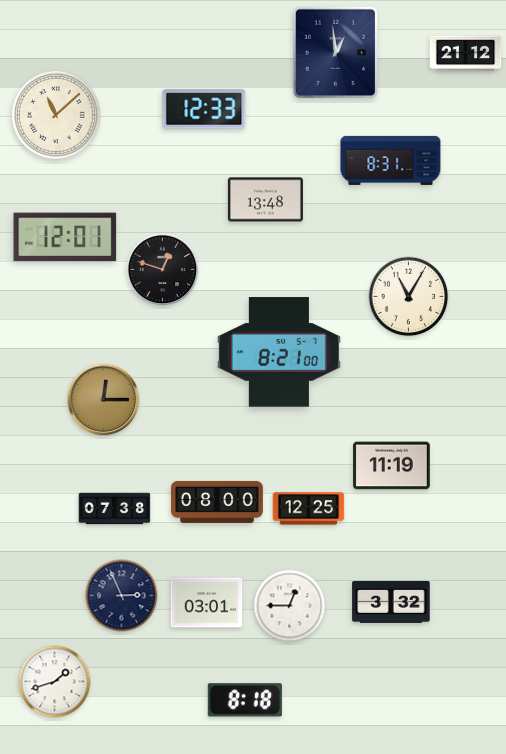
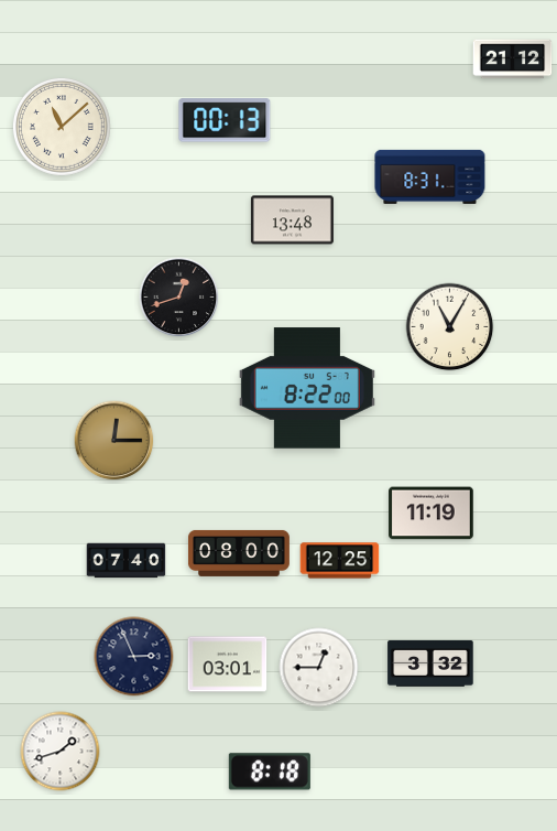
clock at (336, 53): 12:59 -> none
clock at (204, 109): 12:33 -> 00:13
clock at (65, 237): 12:01 -> none
clock at (163, 270): 12:48 -> 12:42
clock at (279, 352): 8:21 -> 8:22
clock at (115, 509): 07:38 -> 07:40
